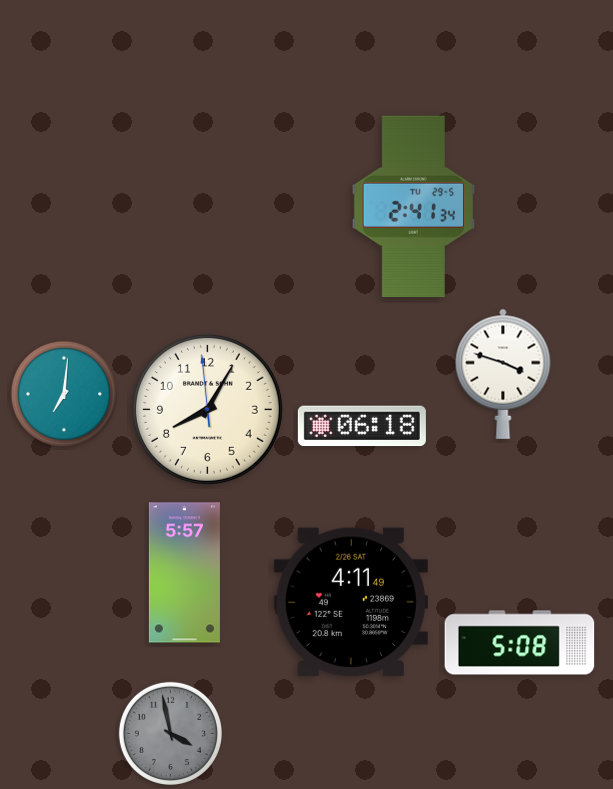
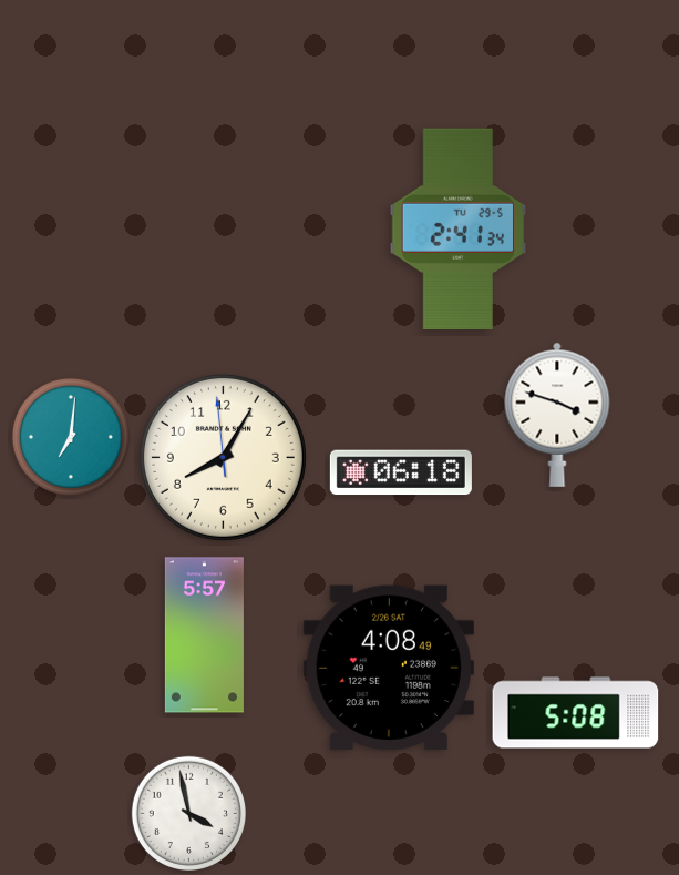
clock at (207, 409) position: (207, 409) -> (223, 457)
clock at (351, 602): 4:11 -> 4:08
clock at (170, 733) dial: grey -> white
